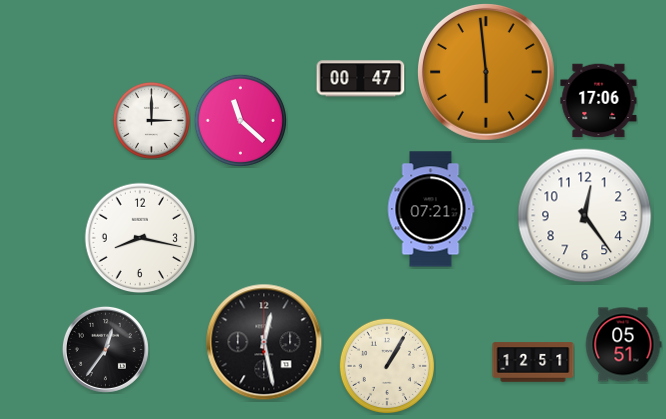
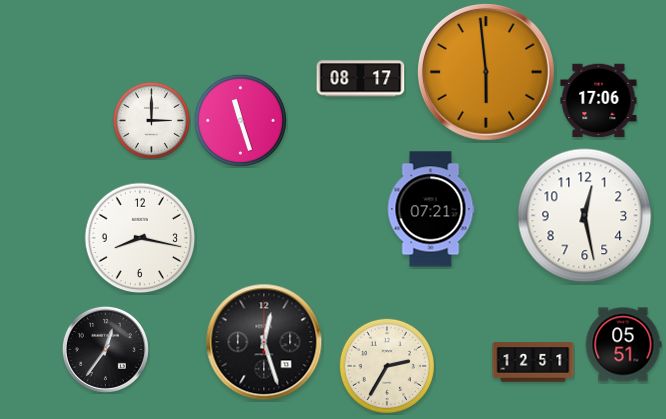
clock at (361, 79): 00:47 -> 08:17
clock at (240, 120): 11:22 -> 11:27
clock at (585, 216): 12:24 -> 12:28
clock at (264, 342): 12:28 -> 12:27
clock at (387, 366): 1:05 -> 2:35
